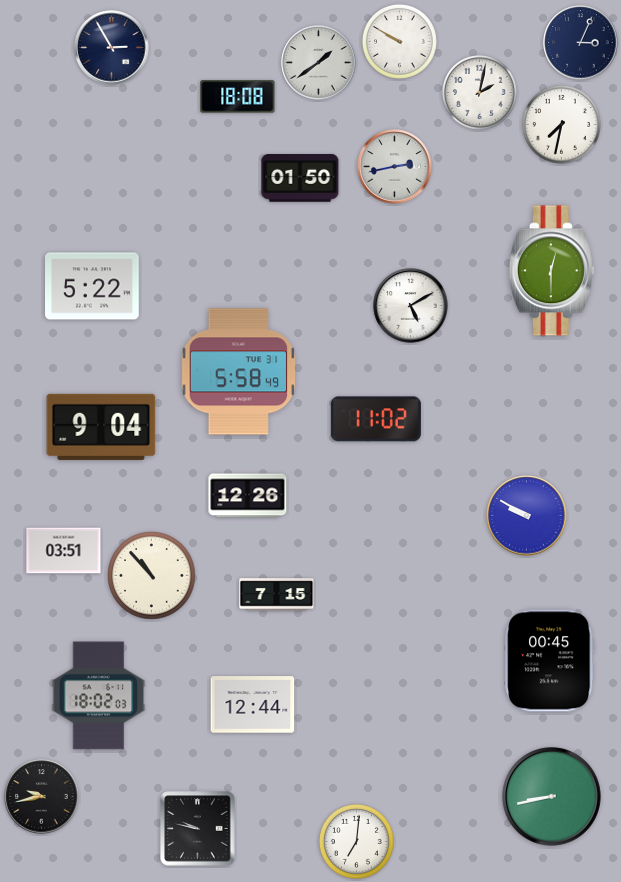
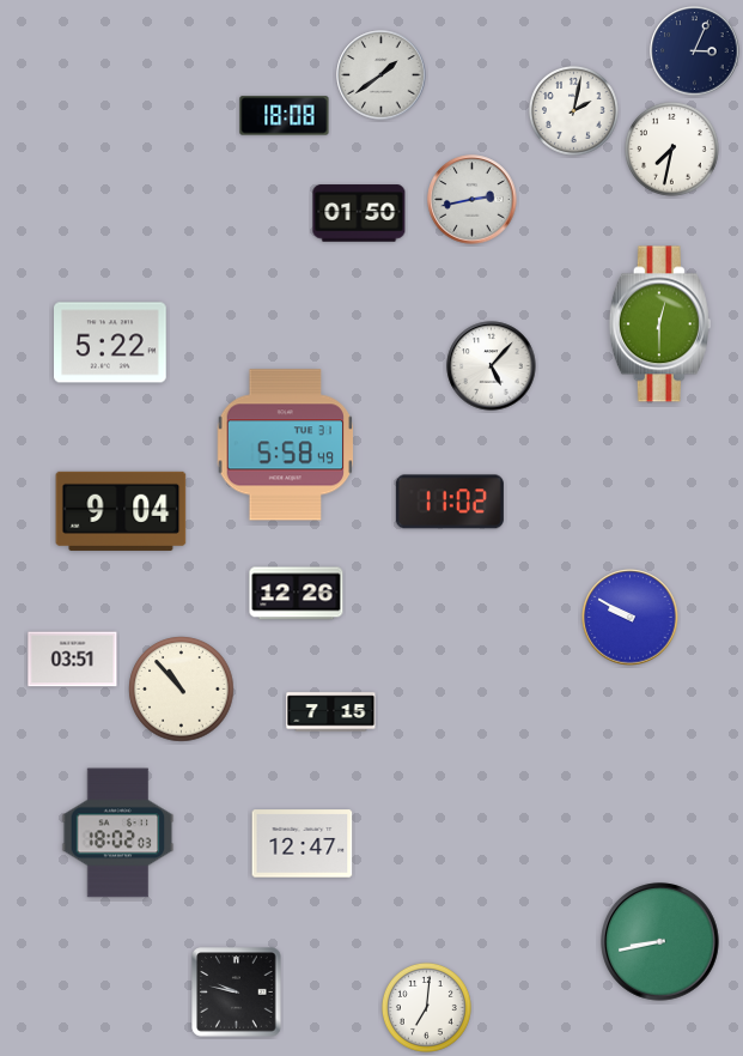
clock at (399, 41): 9:50 -> none
clock at (112, 48): 2:55 -> none
clock at (411, 306): 5:10 -> 5:07
clock at (64, 551) position: (64, 551) -> (73, 660)
clock at (550, 661): 00:45 -> none
clock at (253, 705): 12:44 -> 12:47
clock at (42, 797): 9:43 -> none
clock at (552, 797) position: (552, 797) -> (660, 942)
